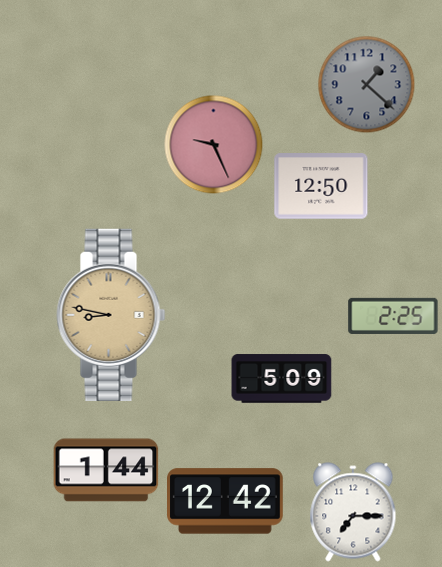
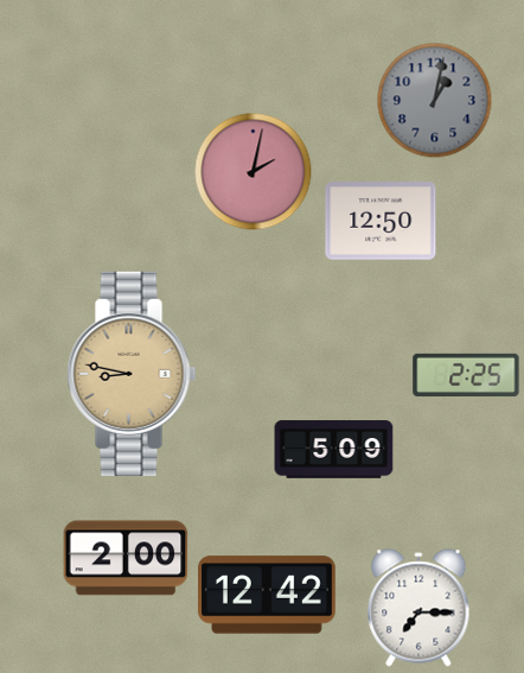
clock at (367, 85): 1:22 -> 1:02
clock at (214, 145): 9:26 -> 2:02
clock at (106, 470): 1:44 -> 2:00
